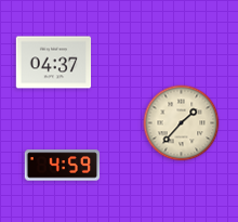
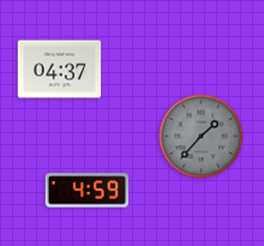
clock at (182, 123) dial: cream -> grey
clock at (63, 166) position: (63, 166) -> (88, 191)
